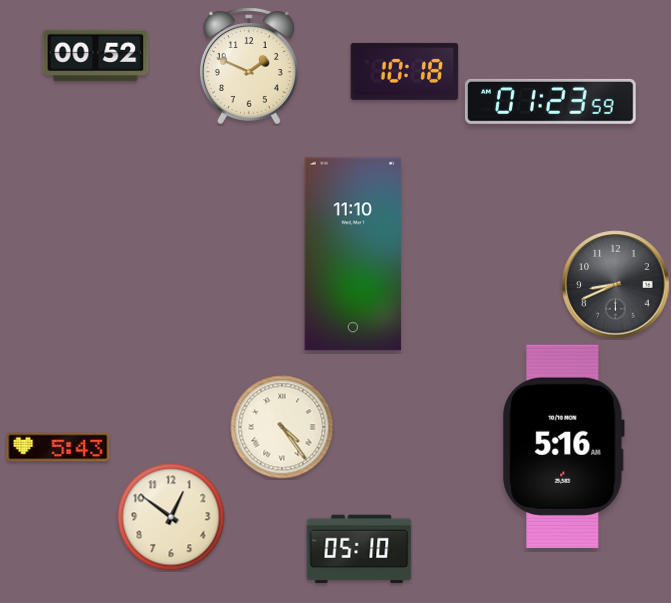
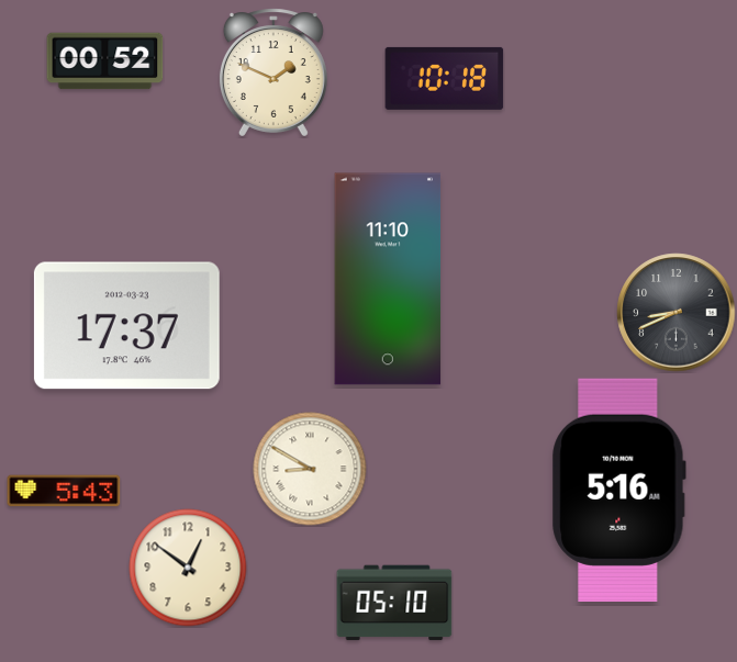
clock at (550, 101): 01:23 -> none
clock at (126, 326): none -> 17:37
clock at (282, 427): 4:24 -> 8:50
